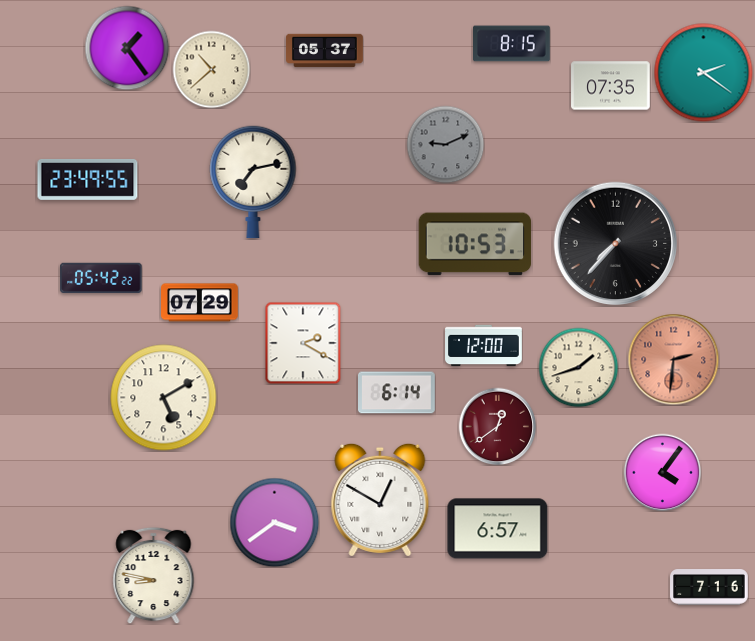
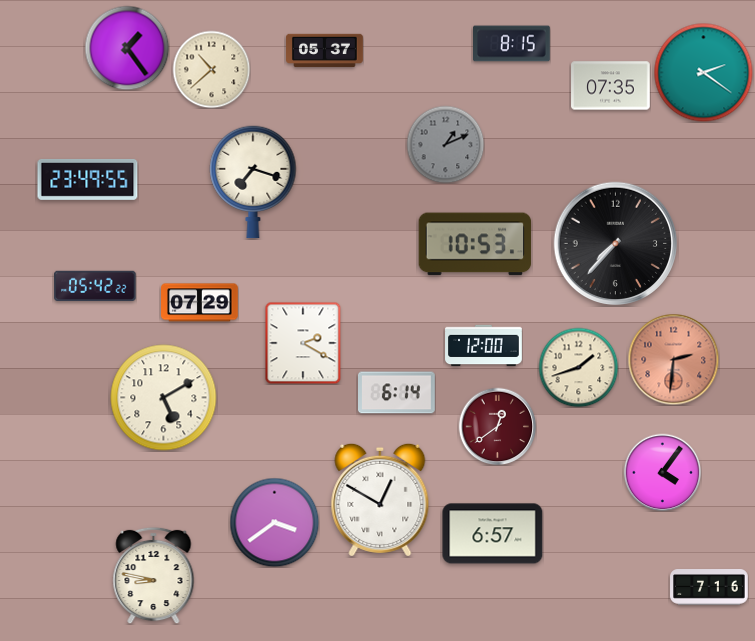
clock at (445, 144): 9:11 -> 1:11
clock at (253, 182): 7:13 -> 7:18
clock at (101, 277) position: (101, 277) -> (95, 285)
clock at (498, 529) position: (498, 529) -> (493, 534)
